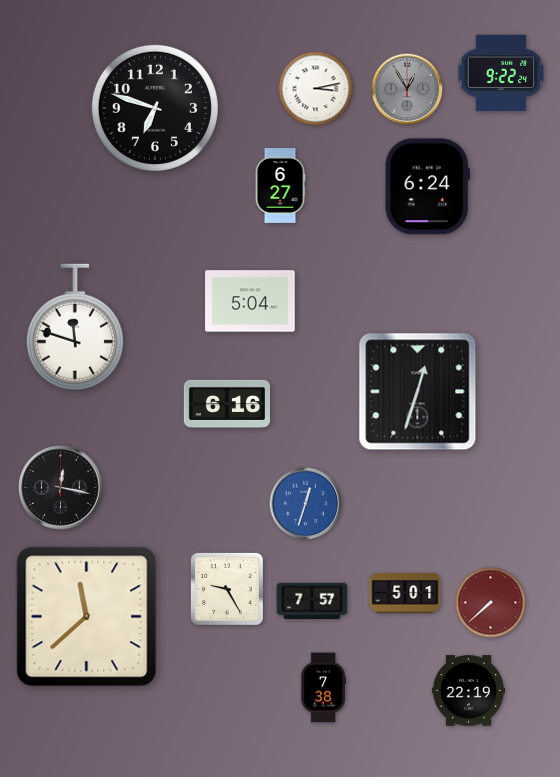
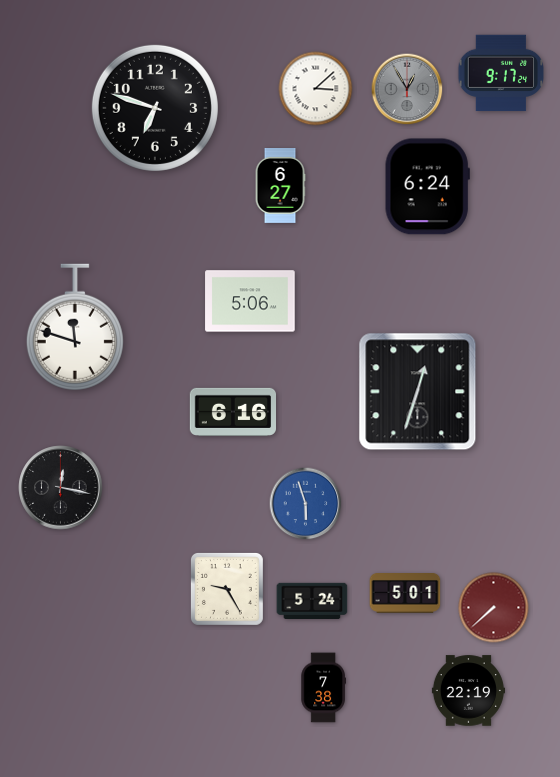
clock at (501, 73): 9:22 -> 9:17
clock at (316, 89): 3:13 -> 3:08
clock at (250, 301): 5:04 -> 5:06
clock at (226, 404) position: (226, 404) -> (232, 412)
clock at (306, 504): 12:33 -> 5:57
clock at (312, 600): 7:57 -> 5:24
clock at (491, 603) position: (491, 603) -> (494, 608)
clock at (87, 617): 11:38 -> none
